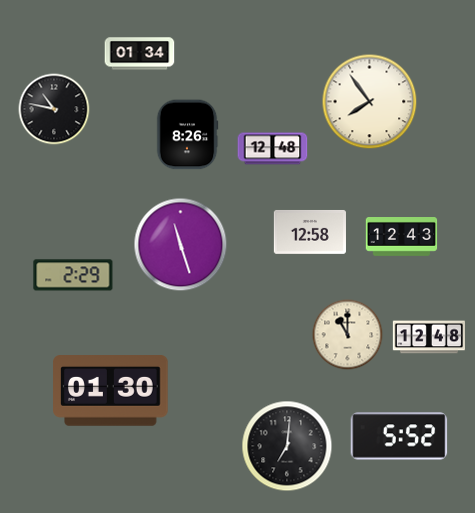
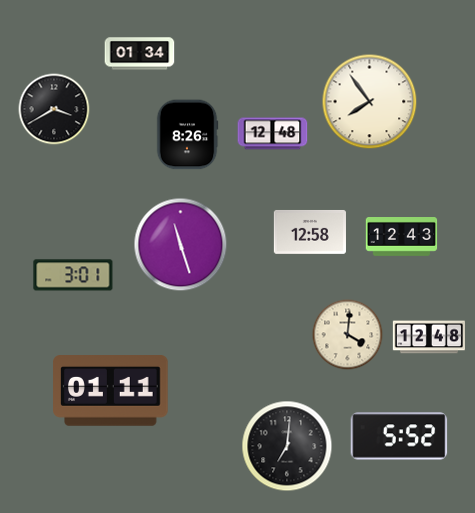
clock at (54, 109): 10:47 -> 3:40
clock at (273, 149) position: (273, 149) -> (273, 134)
clock at (73, 275): 2:29 -> 3:01
clock at (348, 335): 11:00 -> 4:01
clock at (111, 391): 01:30 -> 01:11
